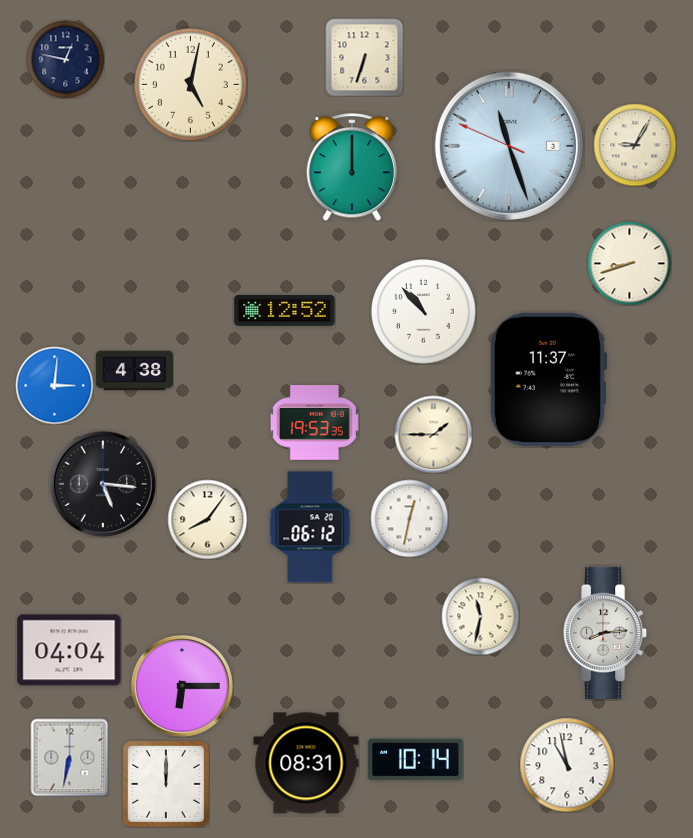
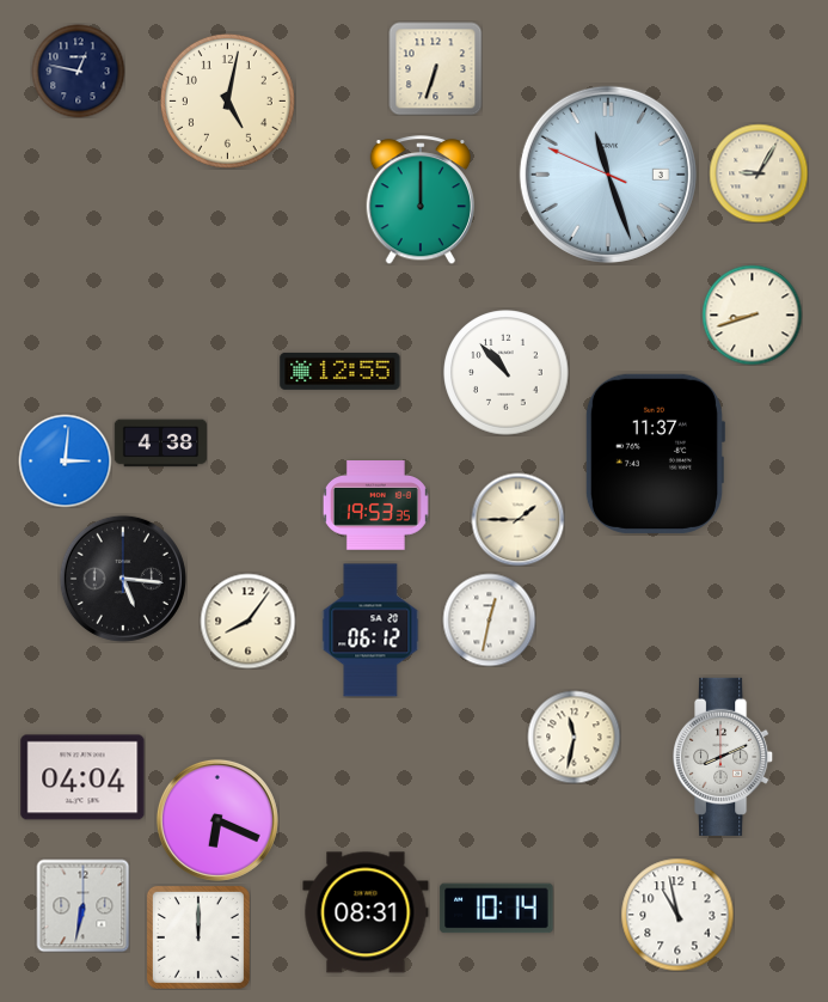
clock at (285, 310): 12:52 -> 12:55
clock at (606, 633): 8:14 -> 8:11
clock at (182, 686): 6:15 -> 6:19
